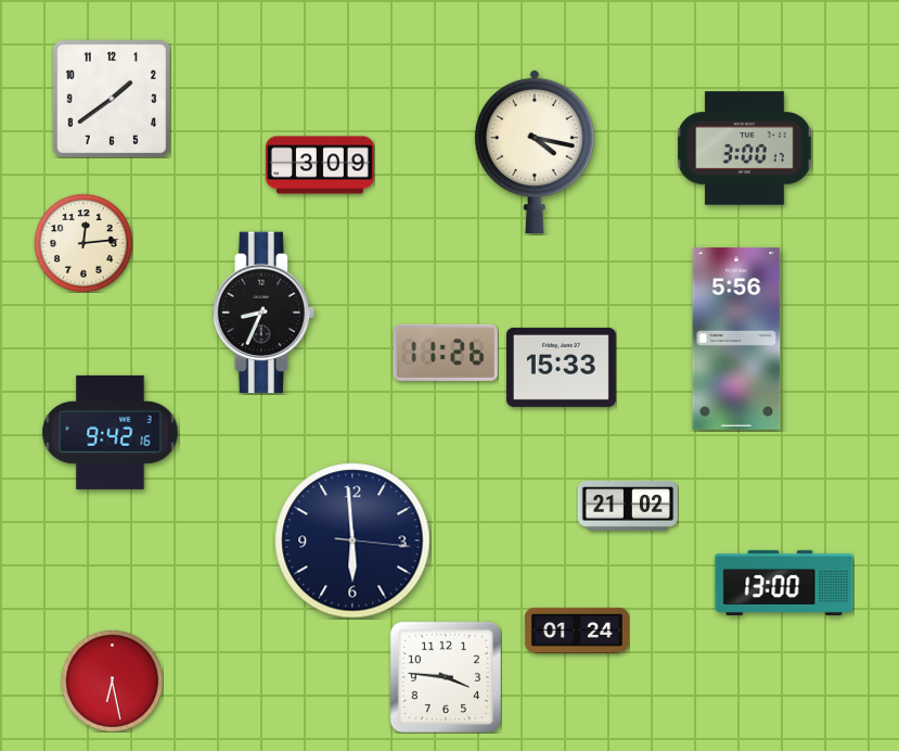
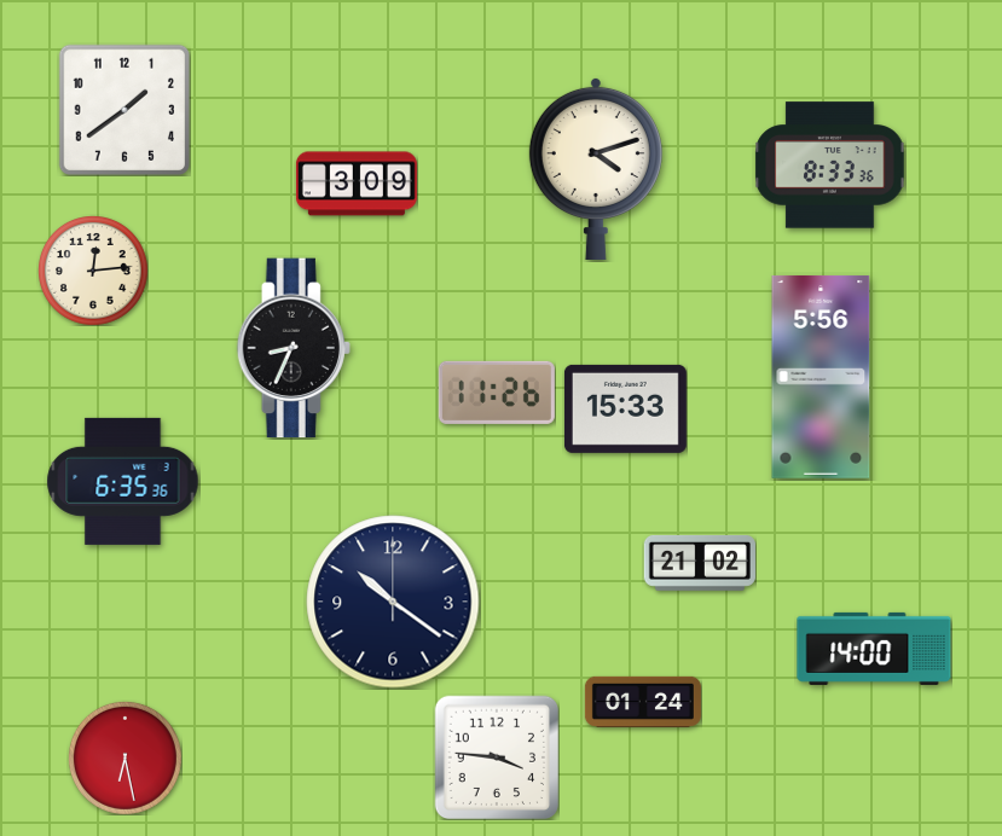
clock at (745, 149): 3:00 -> 8:33
clock at (535, 152): 4:17 -> 4:12
clock at (111, 432): 9:42 -> 6:35
clock at (352, 540): 5:59 -> 10:21
clock at (784, 583): 13:00 -> 14:00
clock at (446, 677) position: (446, 677) -> (497, 757)
